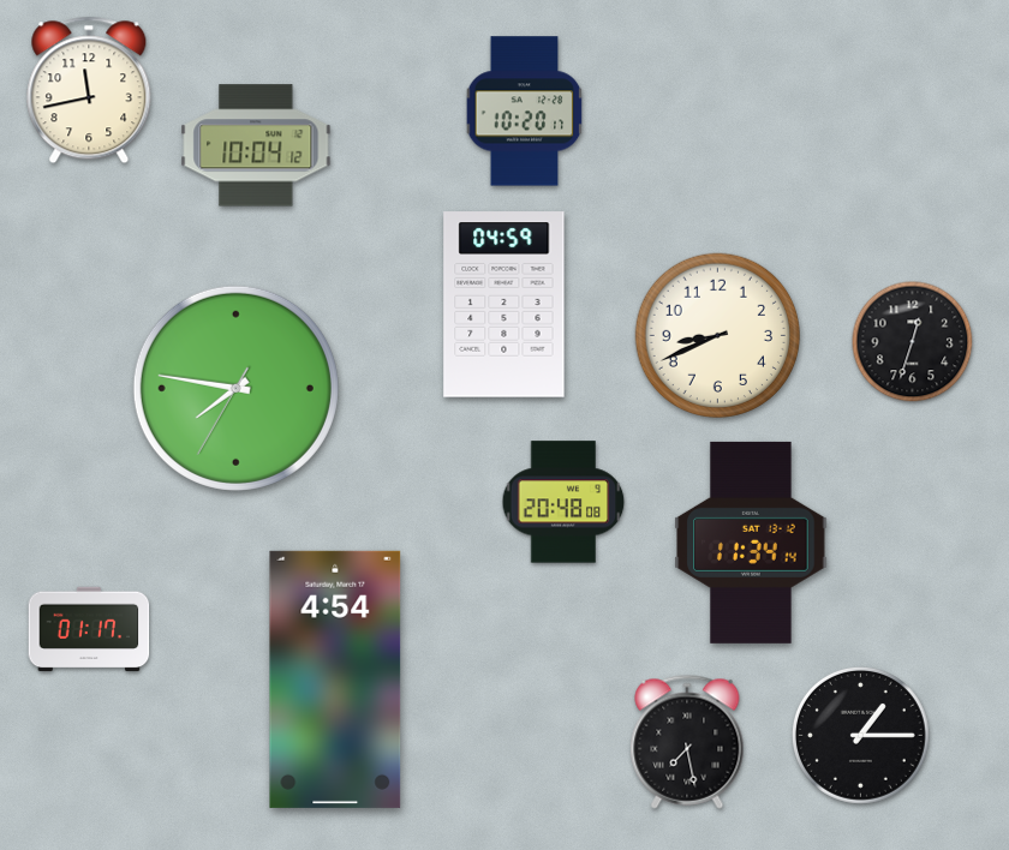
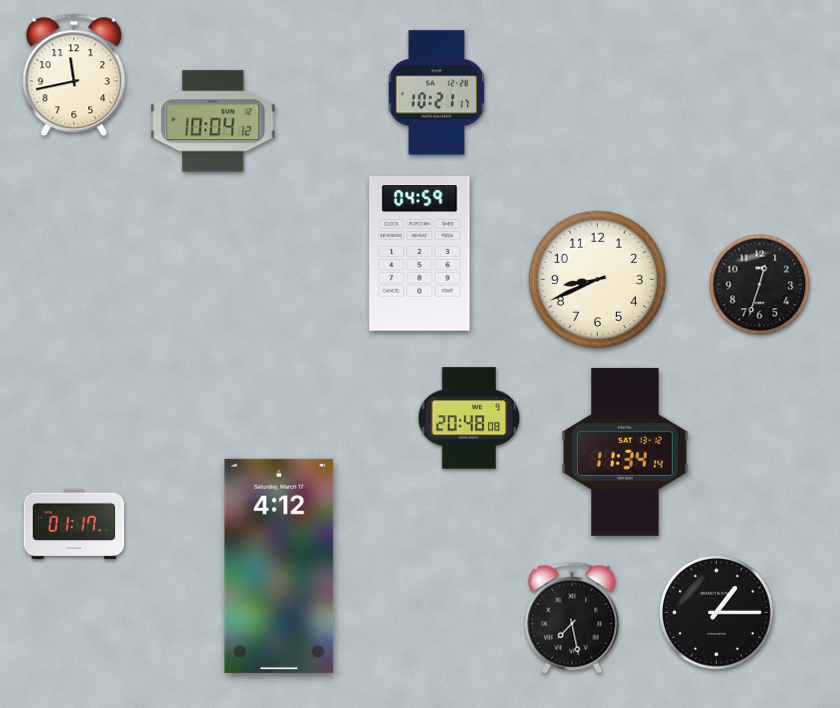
clock at (525, 112): 10:20 -> 10:21
clock at (235, 388): 7:46 -> none
clock at (335, 680): 4:54 -> 4:12
